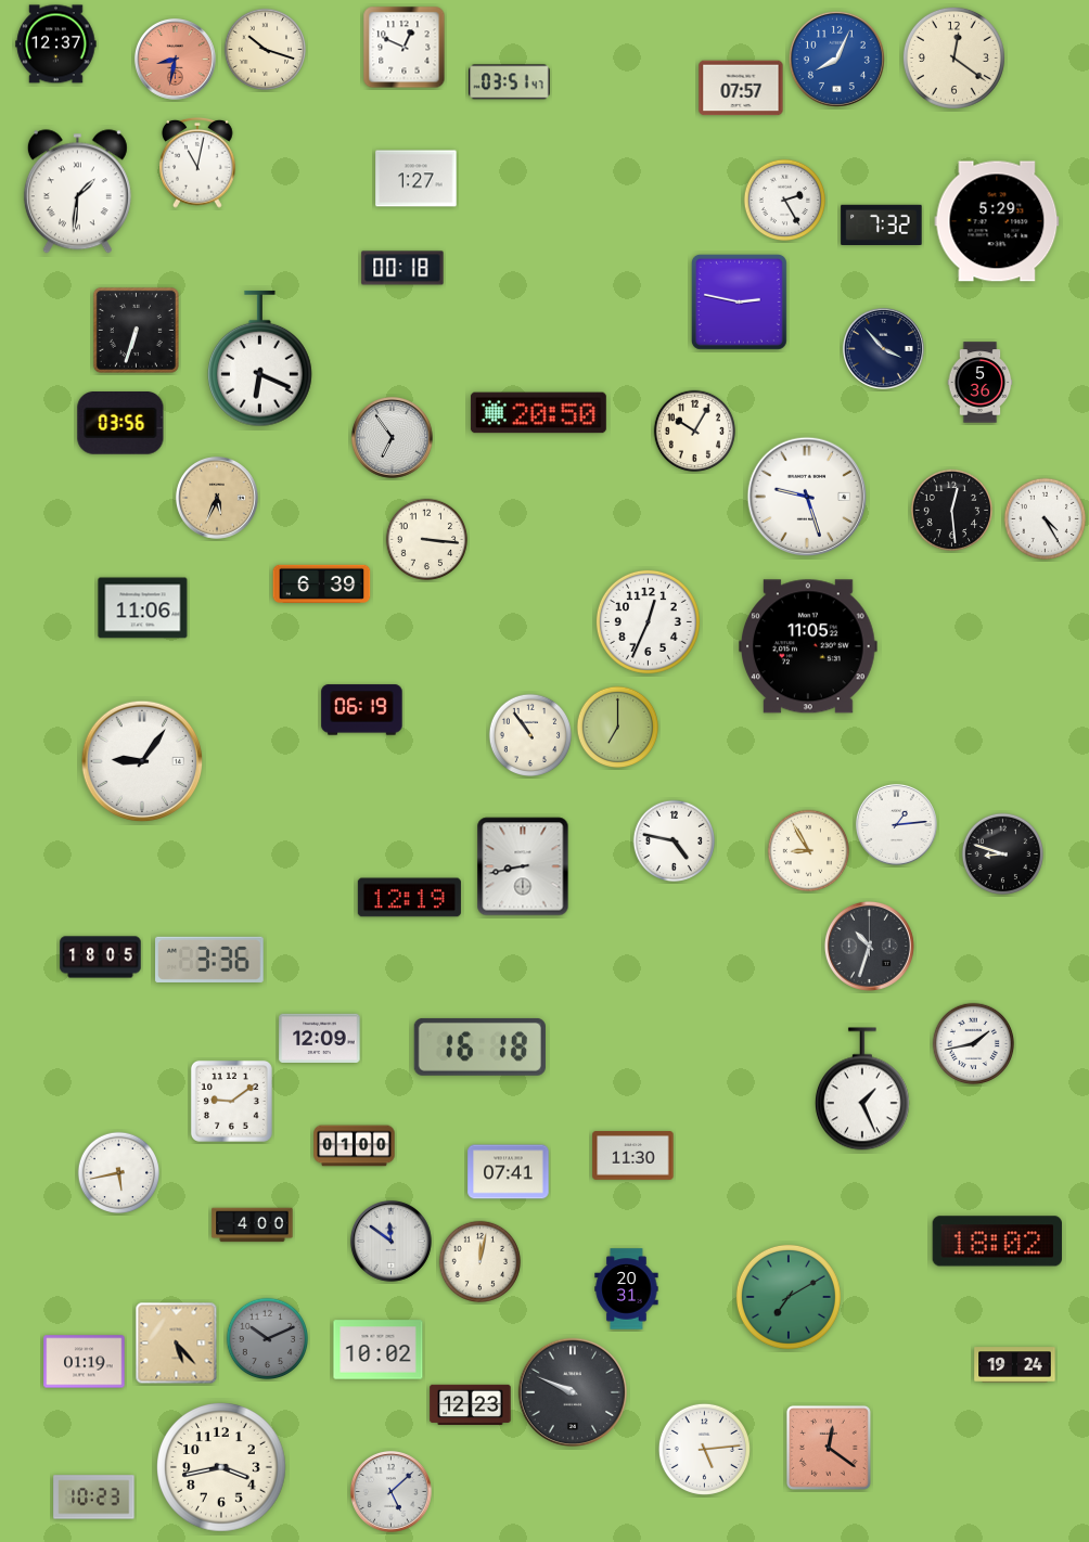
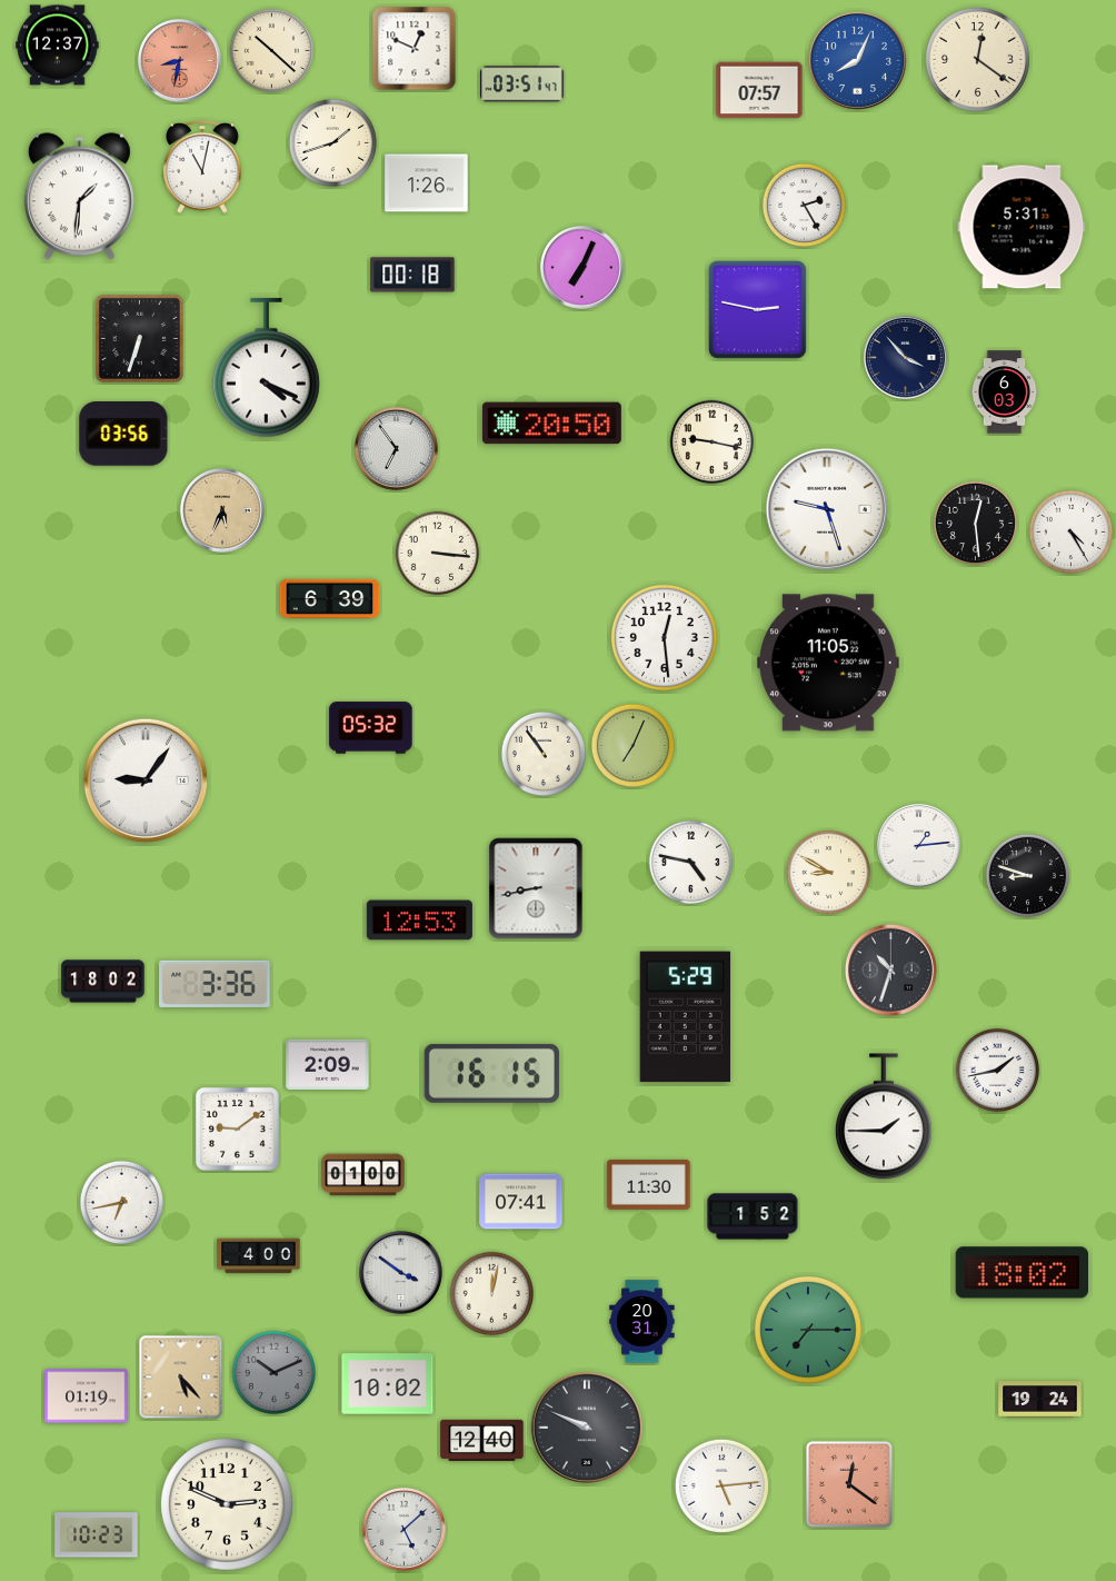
clock at (266, 50): 10:18 -> 10:22
clock at (332, 142): none -> 1:42
clock at (417, 179): 1:27 -> 1:26
clock at (997, 221): 5:29 -> 5:31
clock at (882, 224): 7:32 -> none
clock at (581, 267): none -> 7:04
clock at (260, 359): 6:19 -> 4:19
clock at (981, 383): 5:36 -> 6:03
clock at (695, 432): 10:05 -> 9:17
clock at (392, 437) position: (392, 437) -> (396, 448)
clock at (143, 608): 11:06 -> none
clock at (648, 621): 12:34 -> 12:29
clock at (362, 710): 06:19 -> 05:32
clock at (618, 728): 7:00 -> 7:04
clock at (809, 851): 8:55 -> 8:50
clock at (409, 898): 12:19 -> 12:53
clock at (101, 958): 18:05 -> 18:02
clock at (685, 1017): none -> 5:29
clock at (320, 1038): 12:09 -> 2:09
clock at (479, 1046): 16:18 -> 16:15
clock at (862, 1089): 1:26 -> 1:45
clock at (119, 1173): 5:43 -> 6:43
clock at (753, 1216): none -> 1:52
clock at (390, 1241): 11:51 -> 3:51
clock at (789, 1297): 7:10 -> 7:15
clock at (471, 1404): 12:23 -> 12:40
clock at (222, 1468): 3:43 -> 2:49
clock at (390, 1491) position: (390, 1491) -> (403, 1529)
